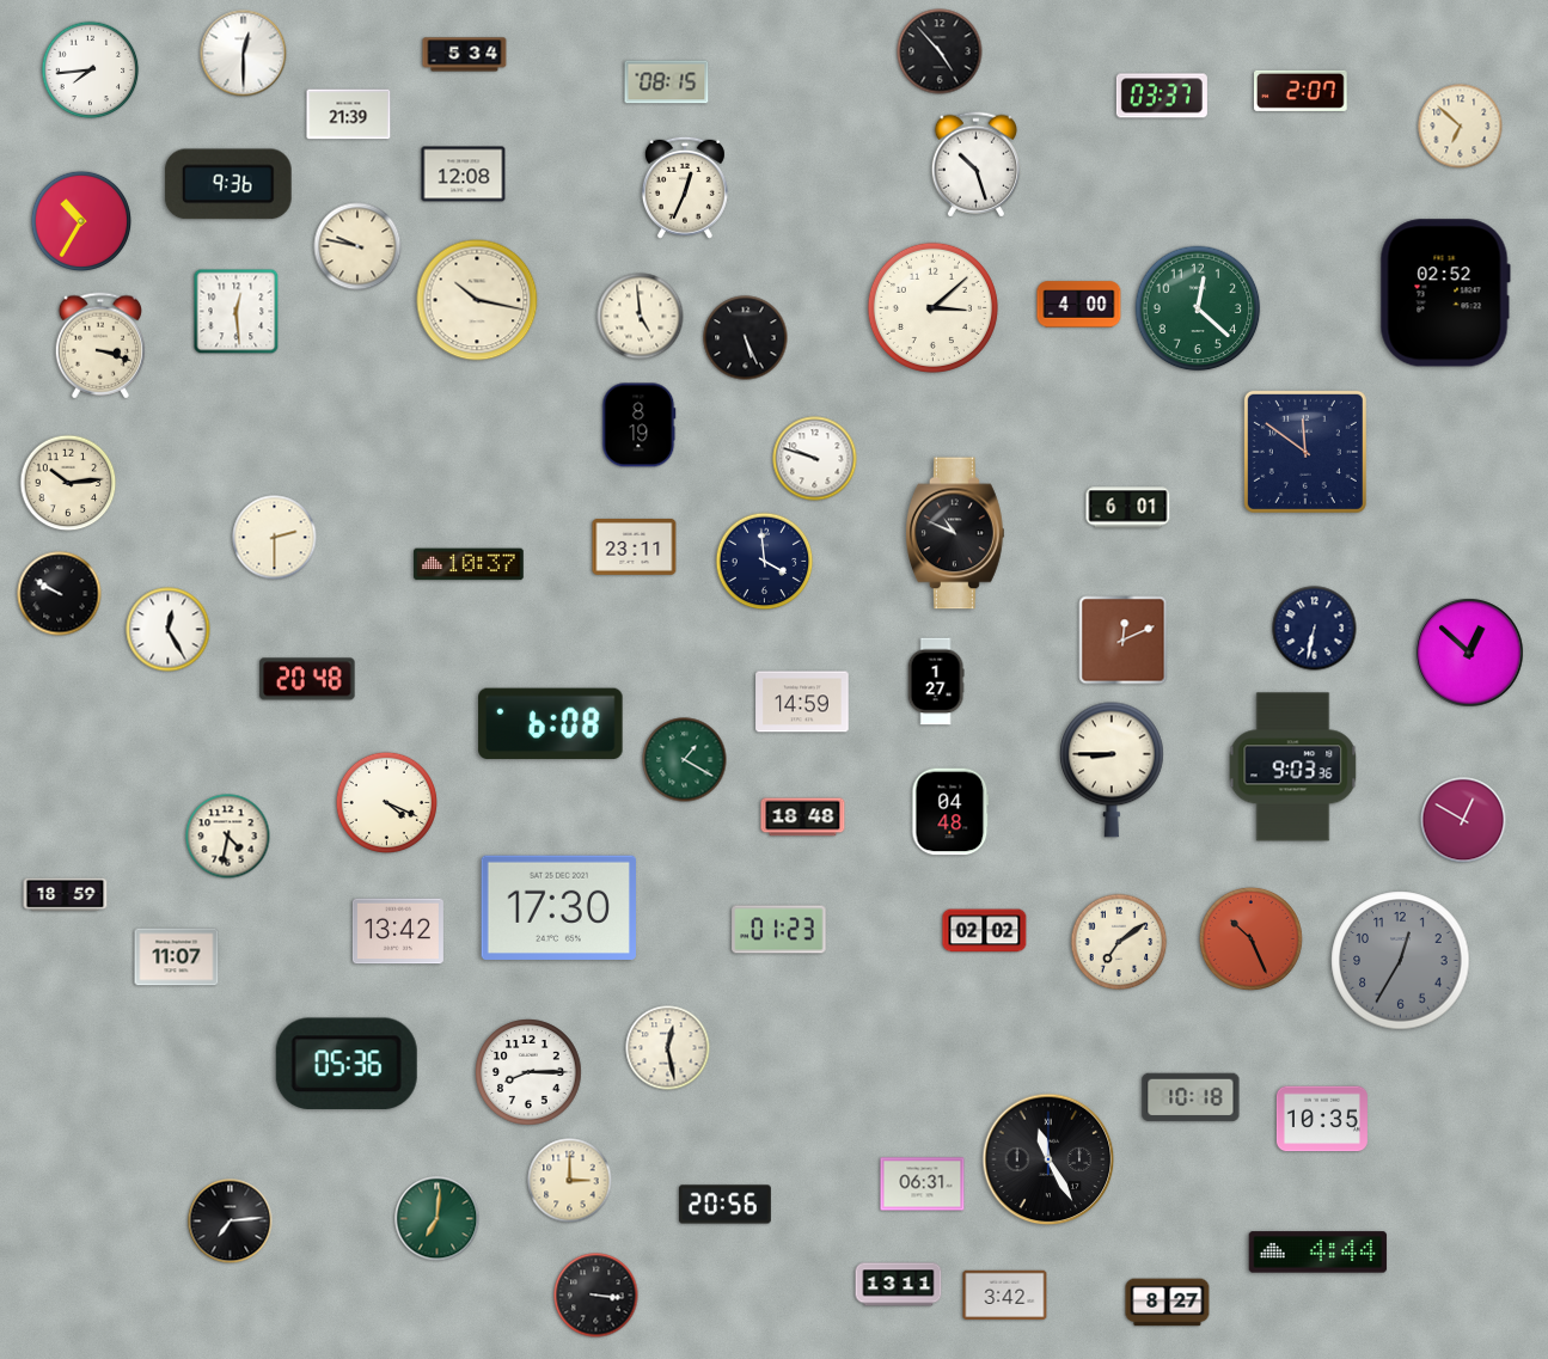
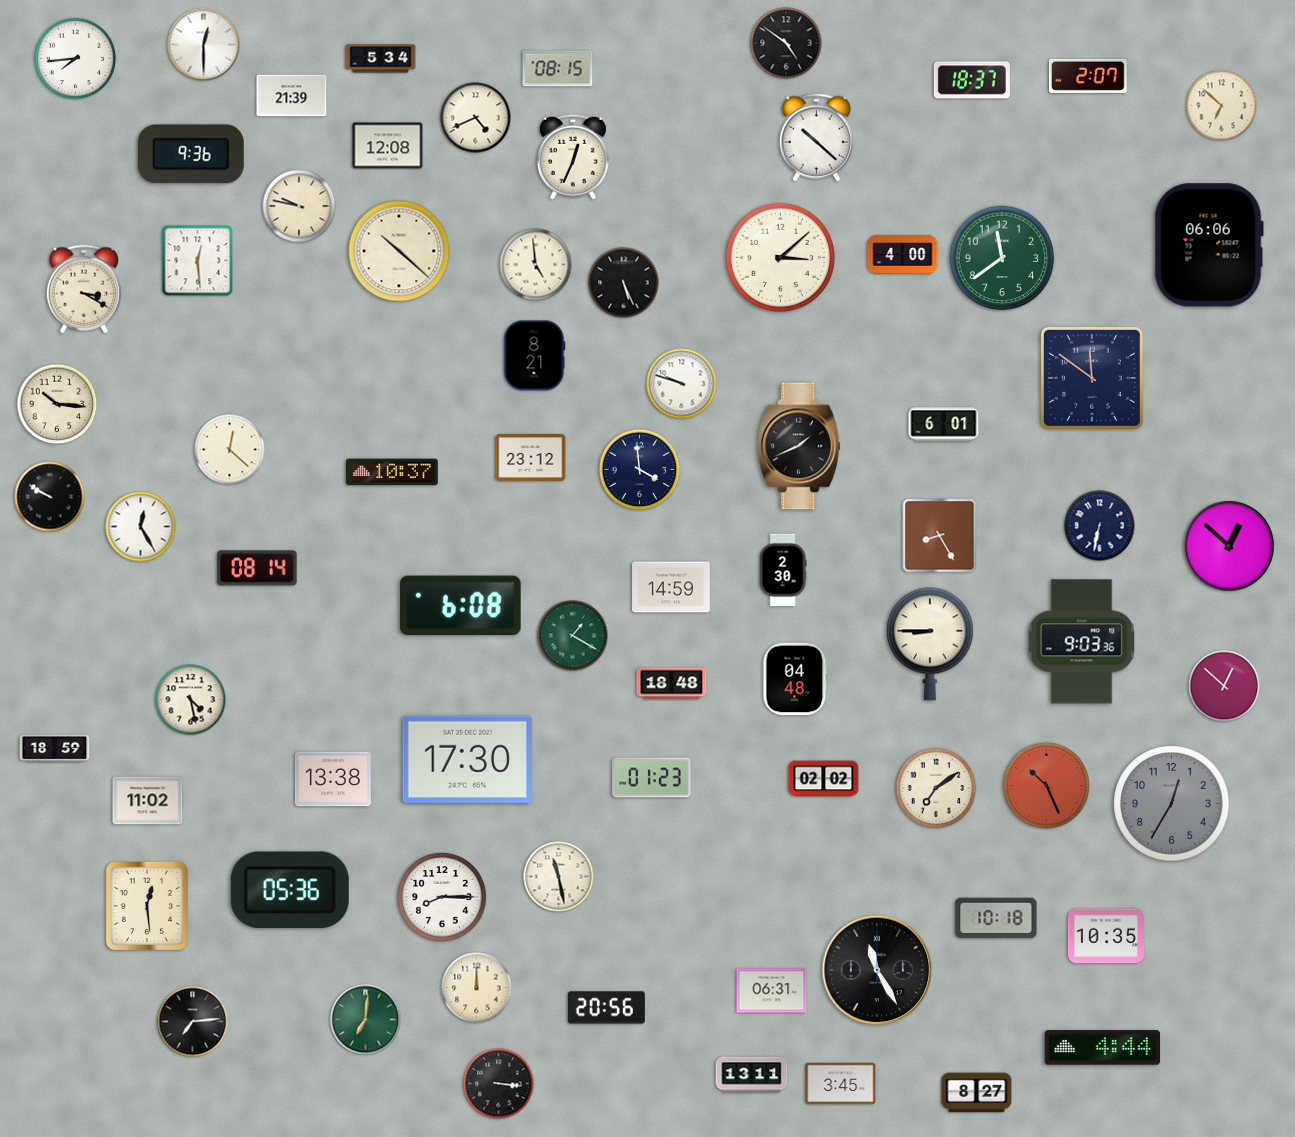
clock at (940, 51): 4:53 -> 4:51
clock at (465, 55) position: (465, 55) -> (381, 59)
clock at (1162, 96): 03:37 -> 18:37
clock at (476, 118): none -> 4:41
clock at (975, 165): 10:27 -> 10:22
clock at (80, 220): 10:35 -> none
clock at (1445, 293): 02:52 -> 06:06
clock at (477, 300): 10:17 -> 10:22
clock at (1198, 308): 12:22 -> 11:39
clock at (100, 345): 3:18 -> 3:20
clock at (640, 426): 8:19 -> 8:21
clock at (68, 483): 10:14 -> 10:16
clock at (955, 533): 10:49 -> 1:41
clock at (275, 538): 2:30 -> 12:22
clock at (635, 546): 23:11 -> 23:12
clock at (1124, 641): 12:11 -> 8:25
clock at (307, 679): 20:48 -> 08:14
clock at (936, 681): 1:27 -> 2:30
clock at (386, 802): 4:19 -> none
clock at (1463, 820): 12:50 -> 12:52
clock at (228, 837): 4:32 -> 4:28
clock at (398, 931): 13:42 -> 13:38
clock at (177, 957): 11:07 -> 11:02
clock at (668, 1048): 12:28 -> 11:28
clock at (147, 906): none -> 12:29
clock at (570, 1181): 3:00 -> 12:00
clock at (1005, 1296): 3:42 -> 3:45
clock at (1168, 1303) position: (1168, 1303) -> (977, 1093)
